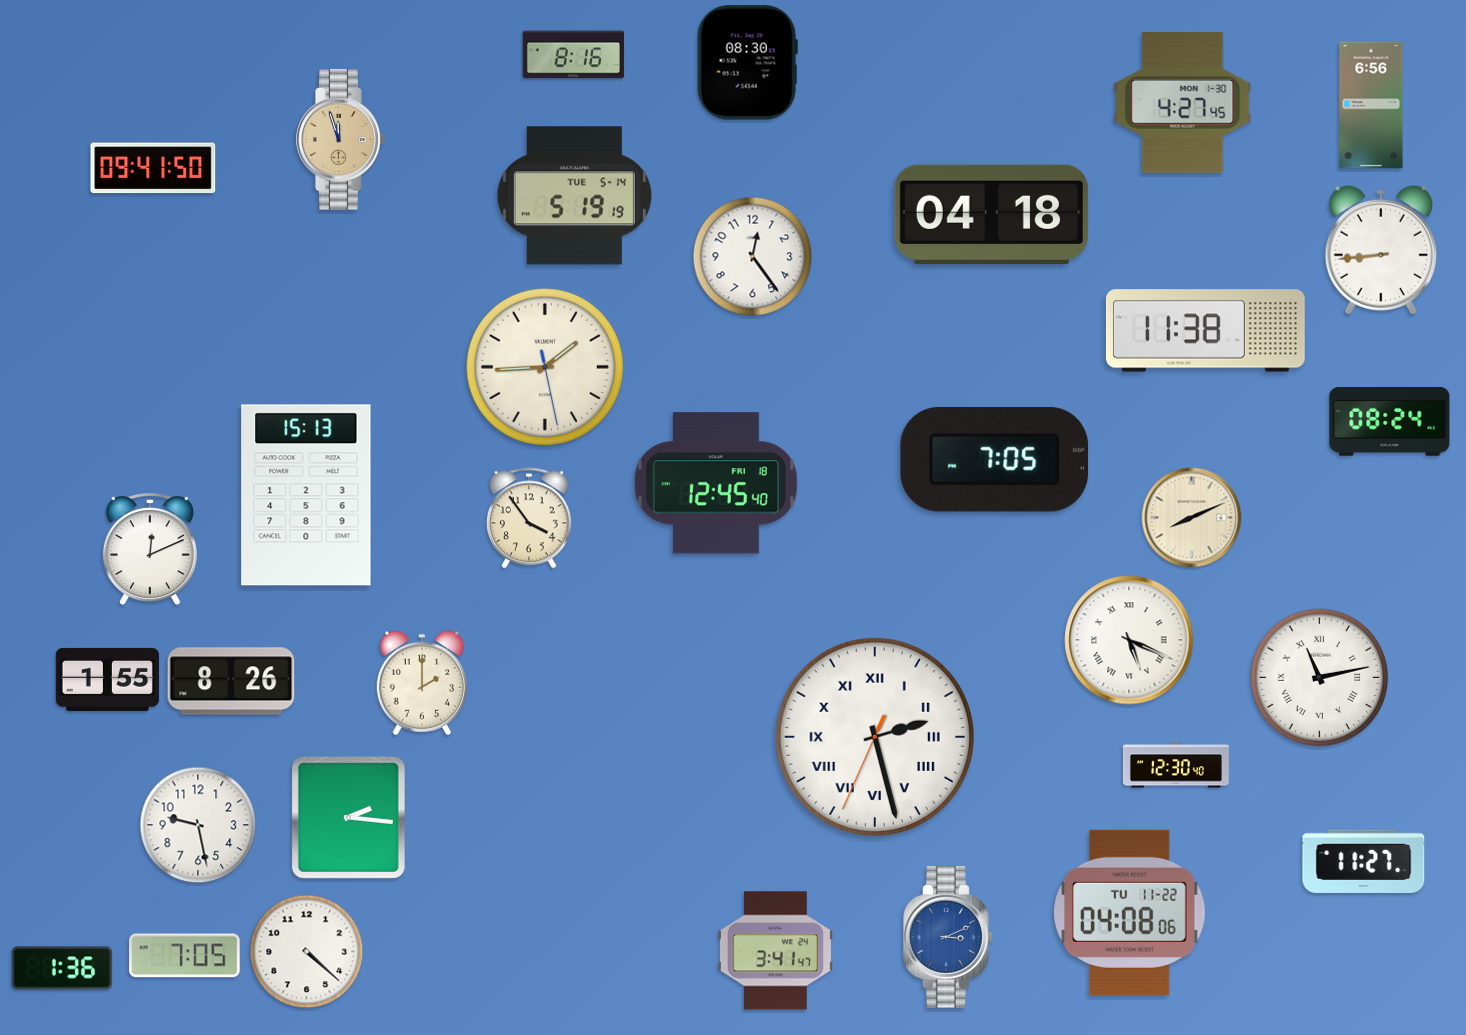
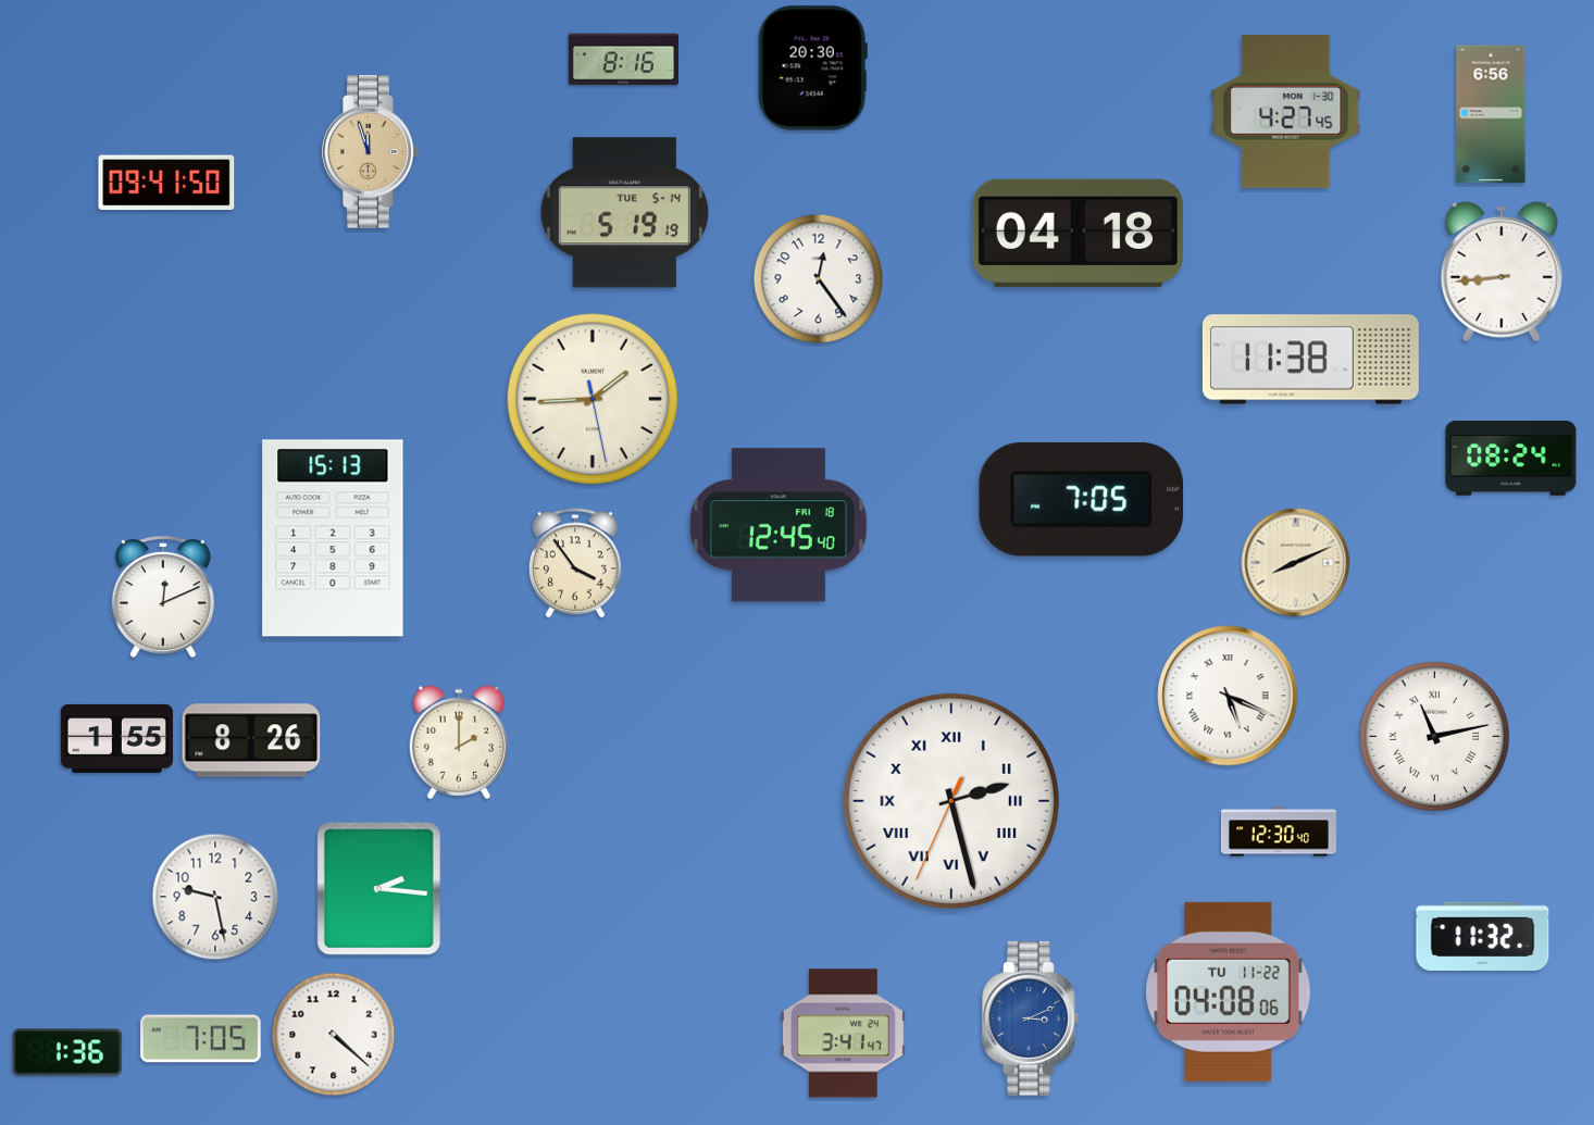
clock at (747, 63): 08:30 -> 20:30
clock at (1364, 861): 11:27 -> 11:32
